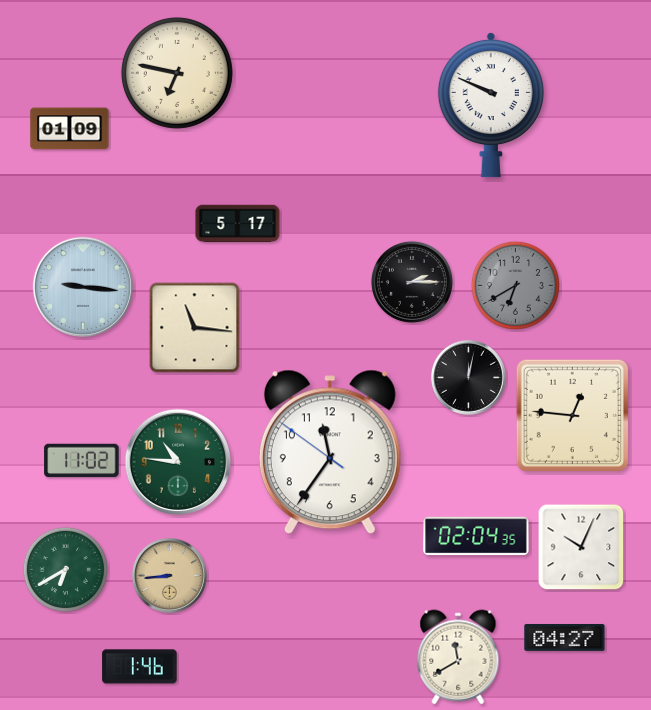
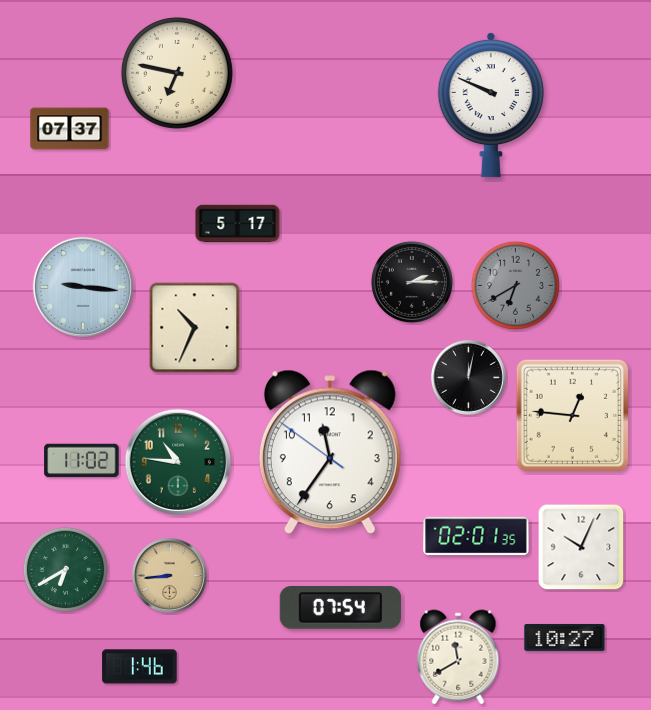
clock at (70, 129): 01:09 -> 07:37
clock at (195, 328): 11:16 -> 10:34
clock at (476, 536): 02:04 -> 02:01
clock at (340, 608): none -> 07:54
clock at (565, 638): 04:27 -> 10:27
